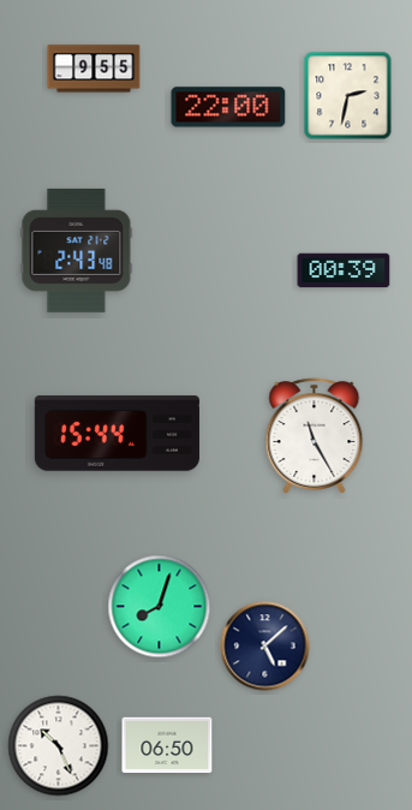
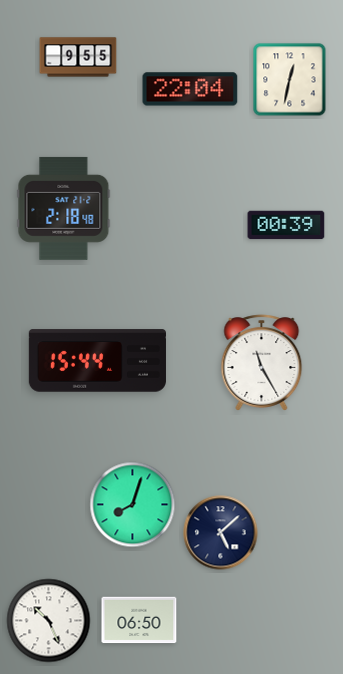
clock at (348, 96): 2:32 -> 12:32
clock at (228, 107): 22:00 -> 22:04
clock at (77, 250): 2:43 -> 2:18
clock at (265, 647) position: (265, 647) -> (221, 533)
